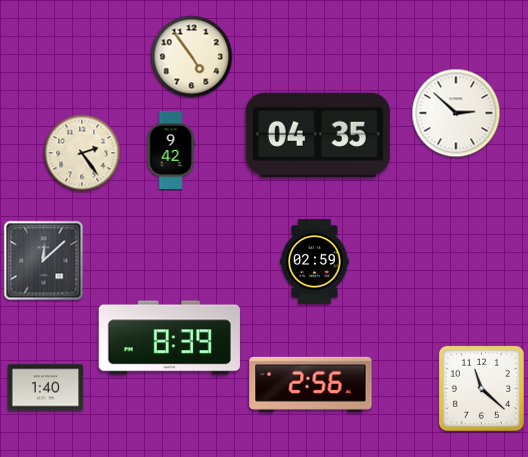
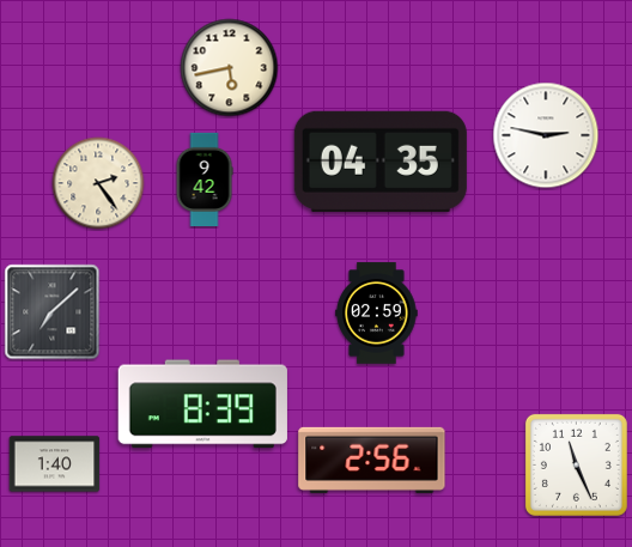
clock at (192, 57): 4:54 -> 5:43
clock at (456, 113): 2:52 -> 2:47
clock at (44, 261): 12:08 -> 7:08
clock at (481, 388): 11:22 -> 11:26
